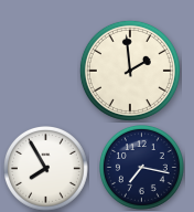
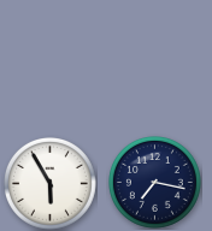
clock at (130, 71): 1:59 -> none
clock at (46, 169): 7:55 -> 5:55
